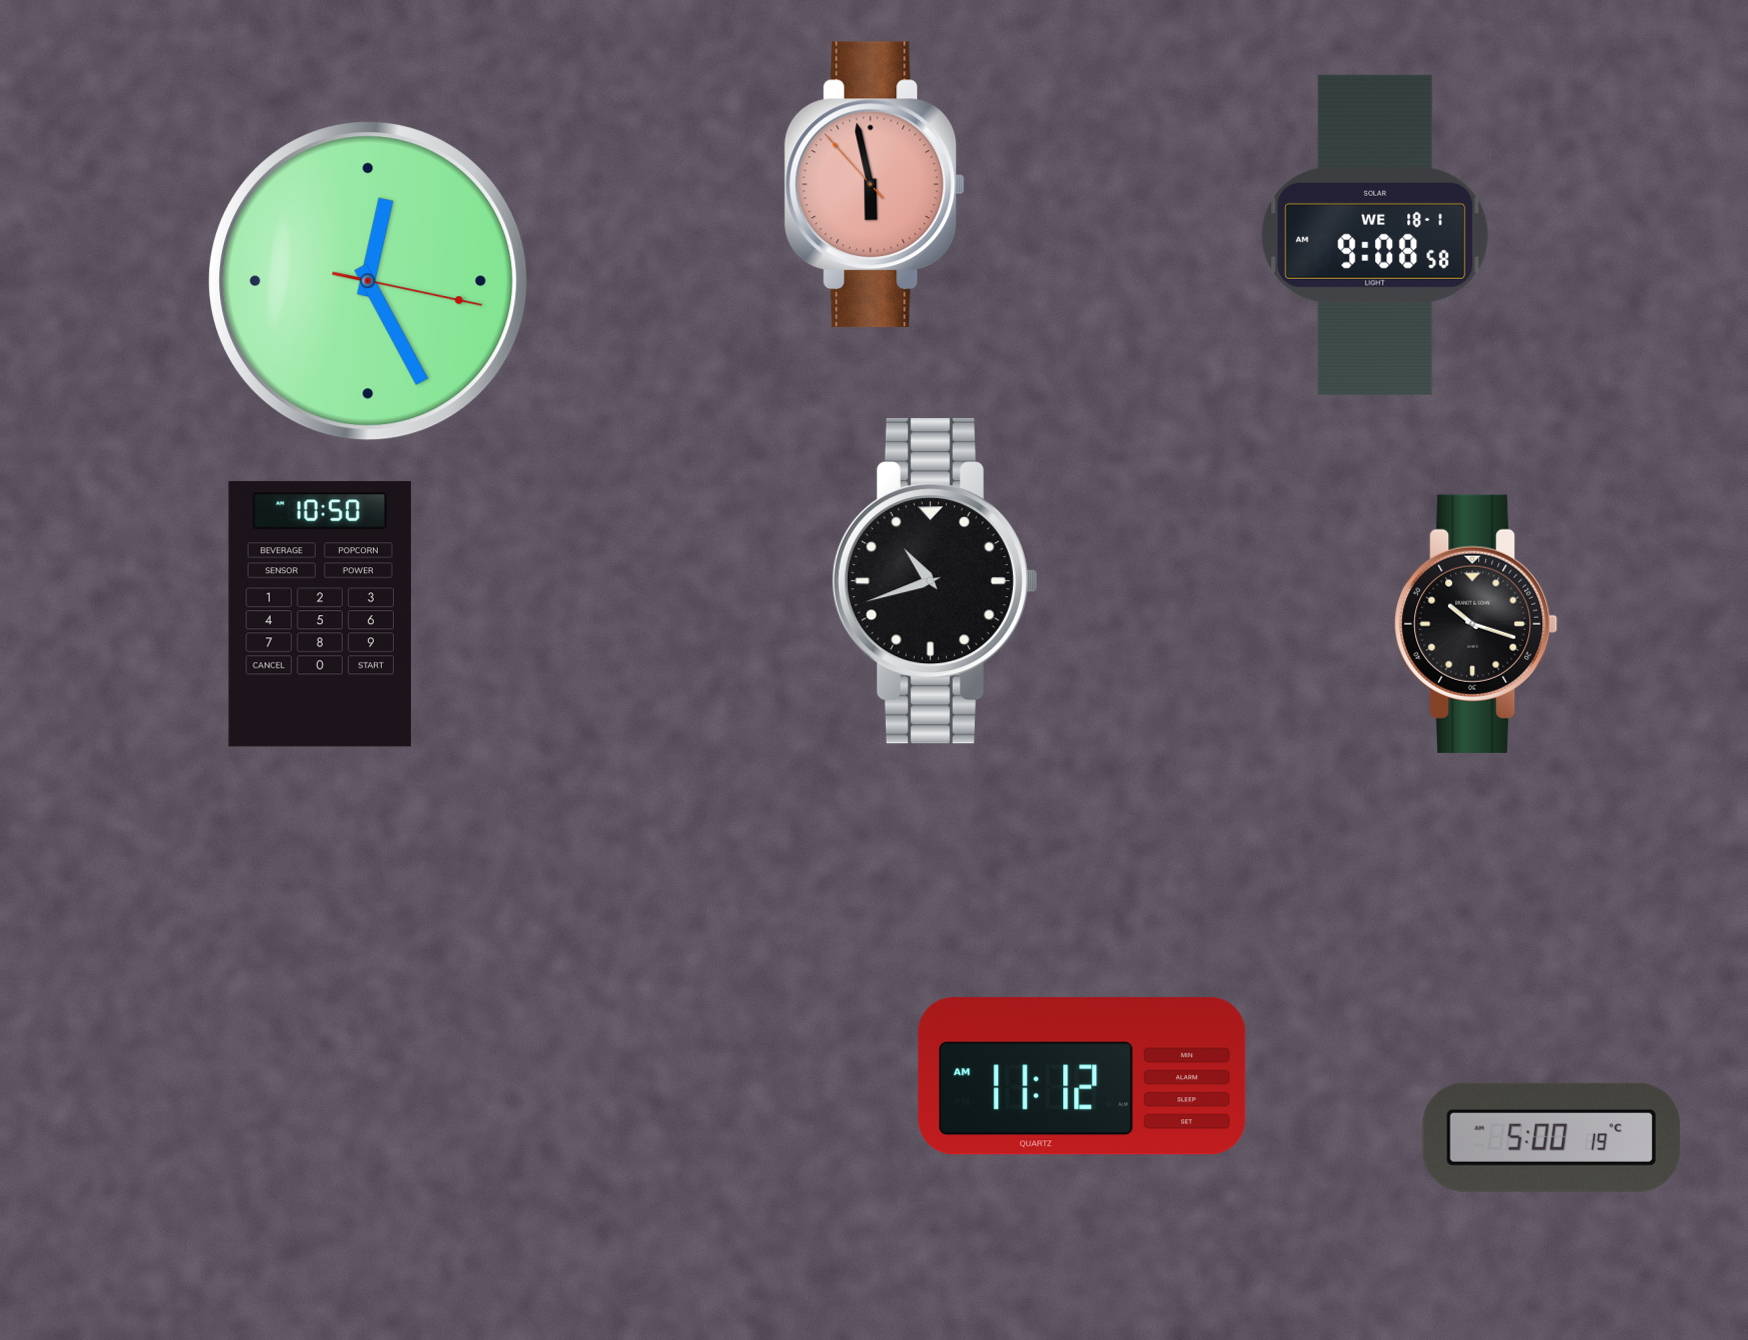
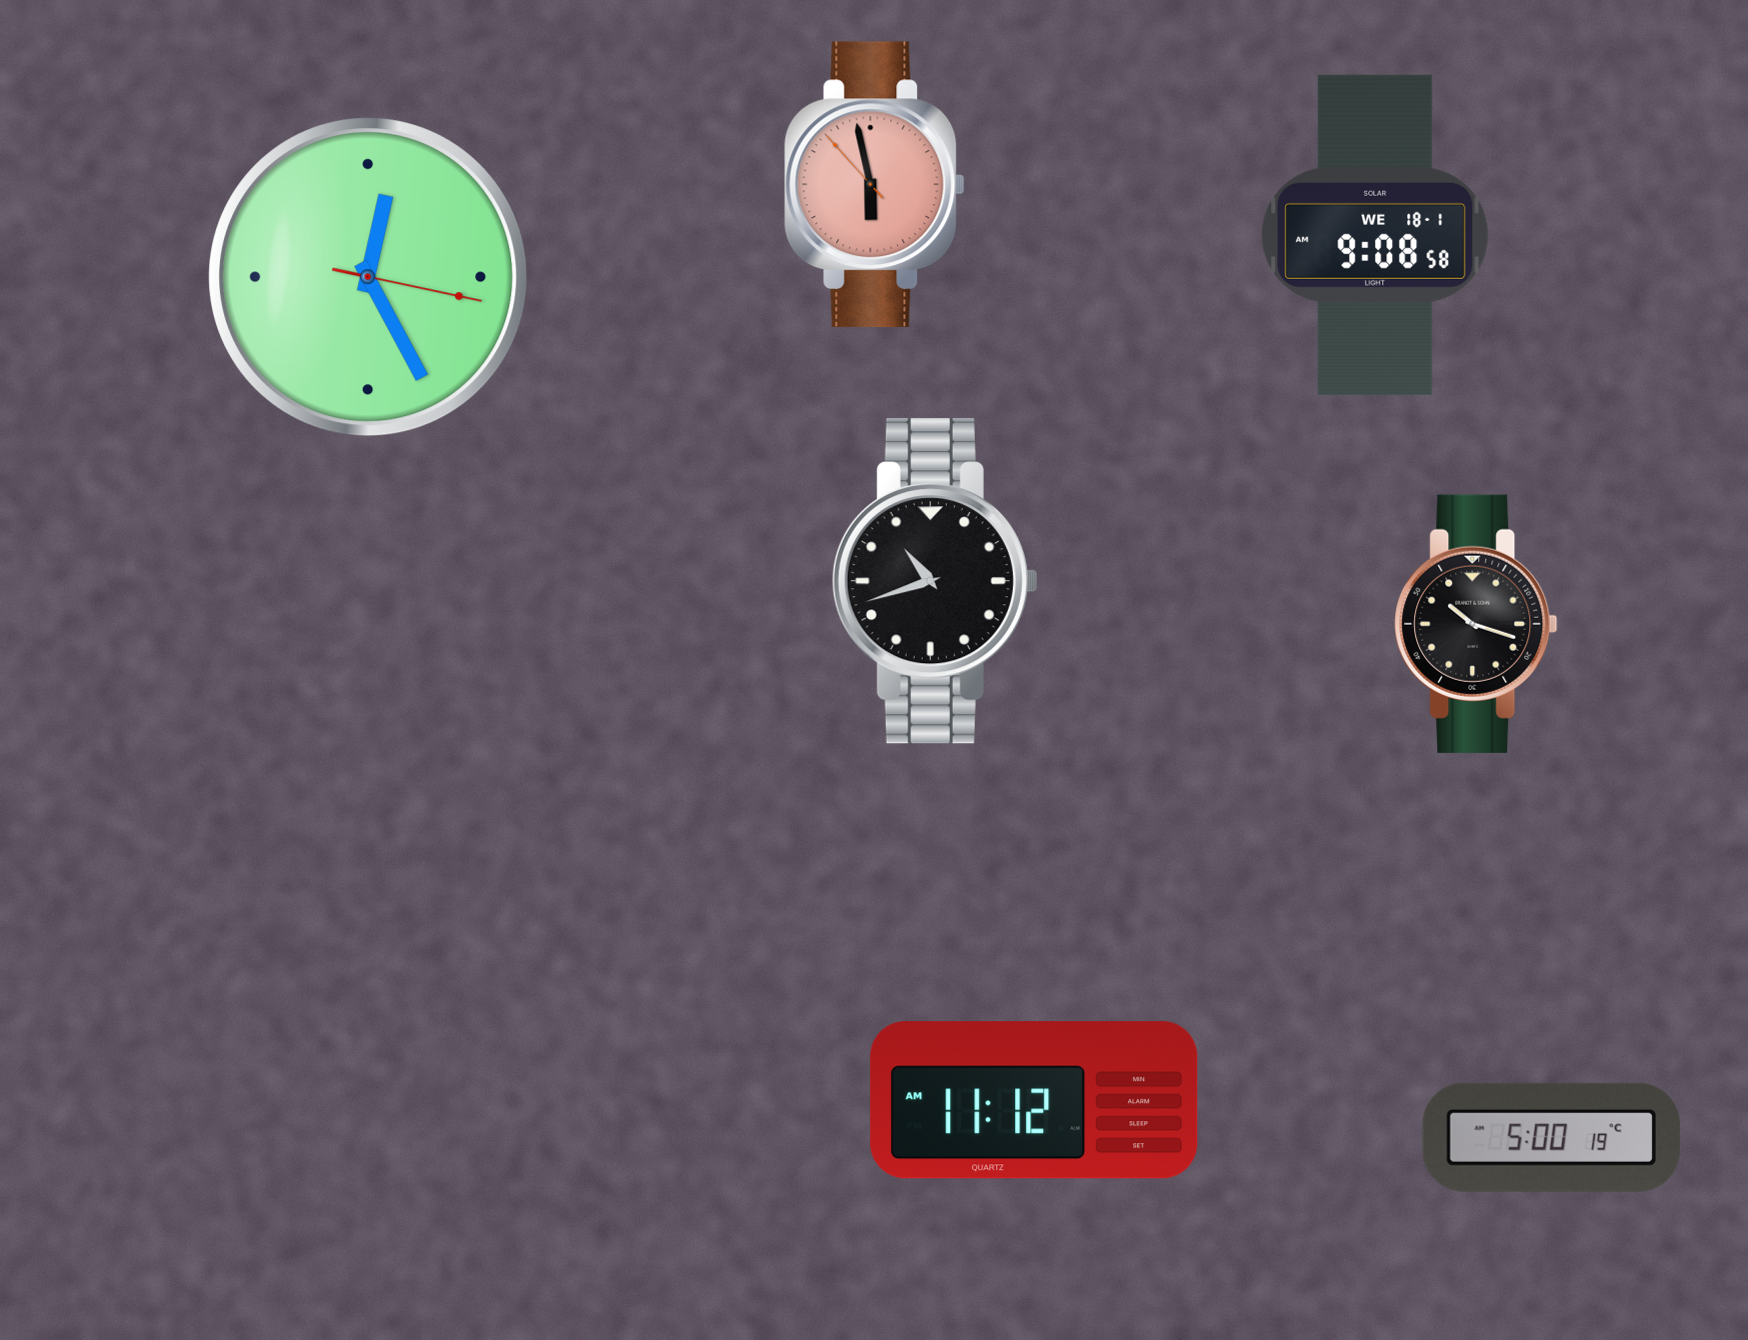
clock at (368, 281) position: (368, 281) -> (368, 277)
clock at (320, 614): 10:50 -> none
clock at (1082, 1076) position: (1082, 1076) -> (1034, 1100)
